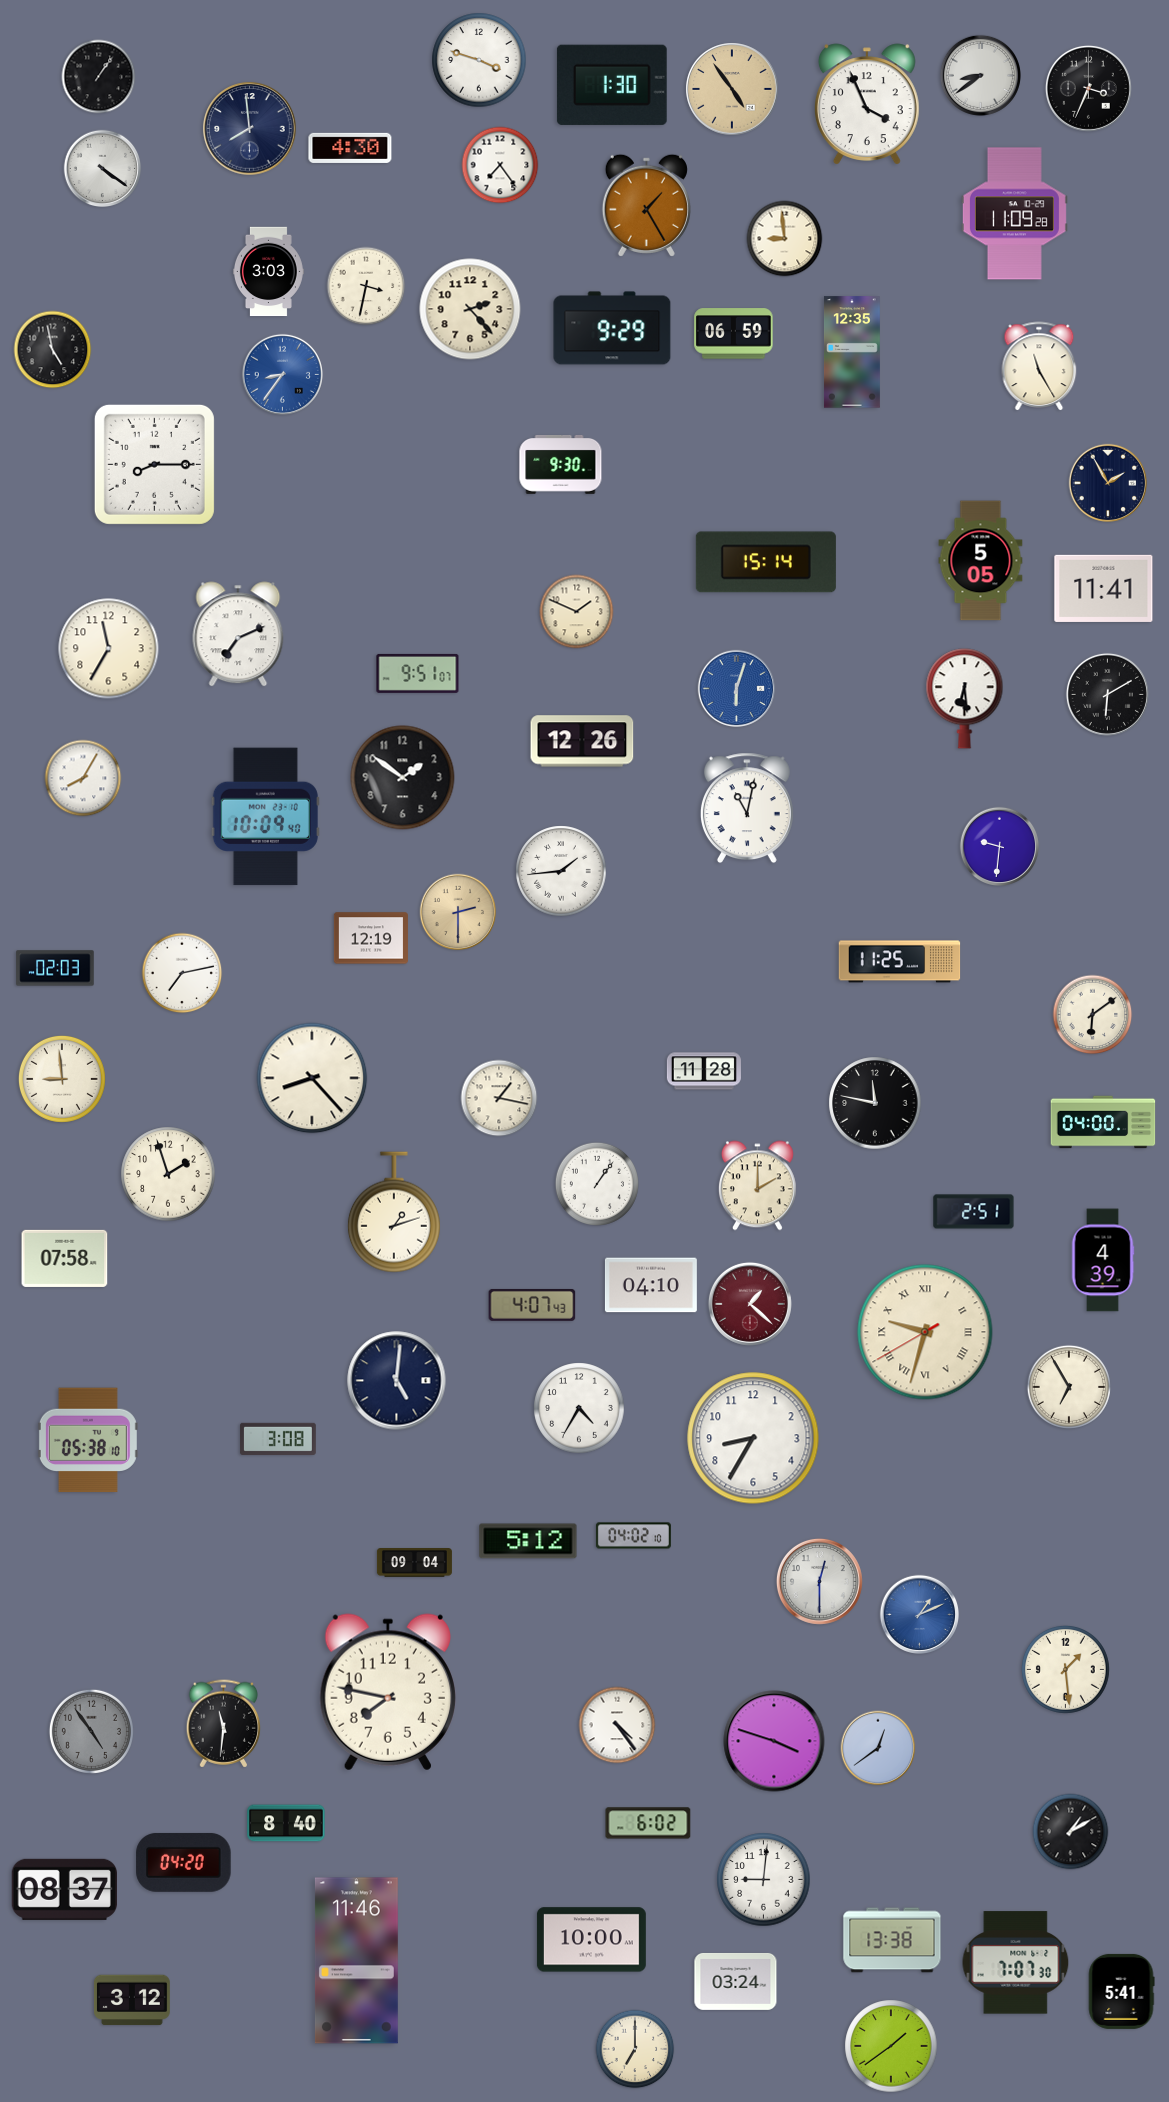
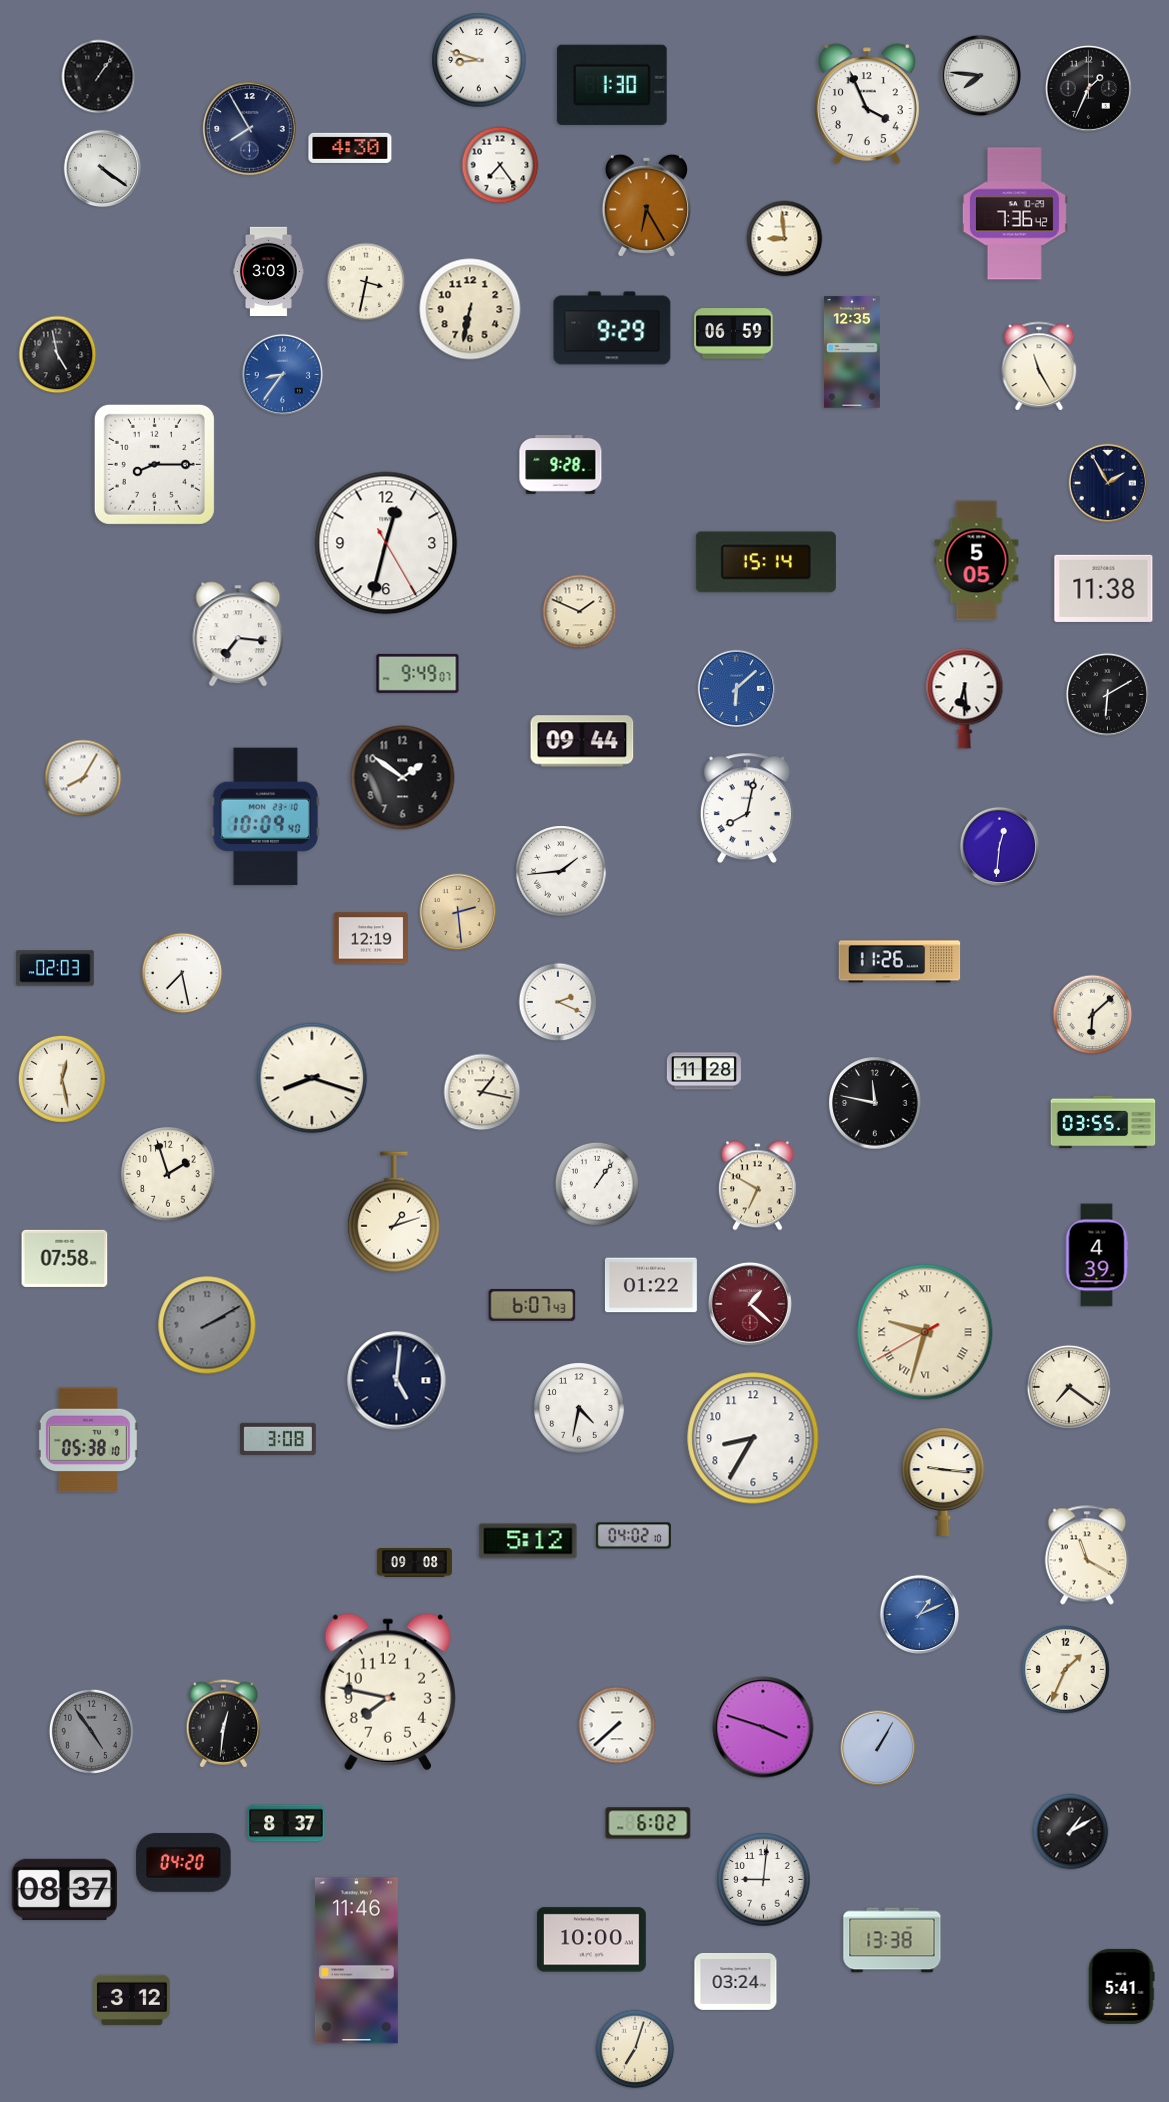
clock at (479, 60): 3:48 -> 8:48
clock at (980, 75): 8:39 -> 7:46
clock at (1088, 88): 3:34 -> 1:34
clock at (732, 89): 4:54 -> none
clock at (250, 129): 7:59 -> 7:55
clock at (646, 205): 1:25 -> 6:25
clock at (1014, 214): 11:09 -> 7:36
clock at (366, 286) position: (366, 286) -> (366, 282)
clock at (470, 309): 2:23 -> 6:32
clock at (53, 350) position: (53, 350) -> (58, 355)
clock at (561, 464): 9:30 -> 9:28
clock at (386, 543): none -> 12:32
clock at (981, 561) position: (981, 561) -> (977, 561)
clock at (1104, 588): 11:41 -> 11:38
clock at (577, 612) position: (577, 612) -> (580, 612)
clock at (238, 634): 7:11 -> 7:16
clock at (109, 649): 11:35 -> none
clock at (418, 673): 9:51 -> 9:49
clock at (737, 689): 6:03 -> 6:08
clock at (582, 741): 12:26 -> 09:44
clock at (747, 808): 11:02 -> 8:02
clock at (999, 846): 9:31 -> 12:31
clock at (458, 912): 2:30 -> 2:29
clock at (900, 962): 11:25 -> 11:26
clock at (182, 973): 7:13 -> 7:28
clock at (558, 1002): none -> 2:19
clock at (1093, 1015): 6:09 -> 6:08
clock at (312, 1078): 8:23 -> 8:18
clock at (62, 1079): 8:59 -> 12:28
clock at (499, 1098) position: (499, 1098) -> (482, 1092)
clock at (1103, 1122): 04:00 -> 03:55
clock at (757, 1186): 2:00 -> 6:50
clock at (974, 1212): 2:51 -> none
clock at (1103, 1260) position: (1103, 1260) -> (1097, 1255)
clock at (651, 1285): 04:10 -> 01:22
clock at (532, 1305): 4:07 -> 6:07
clock at (207, 1325): none -> 2:10
clock at (1069, 1387): 6:55 -> 7:21
clock at (579, 1408): 4:35 -> 4:32
clock at (943, 1482): none -> 9:16
clock at (1087, 1555): none -> 11:20
clock at (414, 1563): 09:04 -> 09:08
clock at (819, 1581): 12:30 -> none
clock at (1065, 1669): 1:29 -> 1:34
clock at (224, 1724): 11:31 -> 12:31
clock at (617, 1725): 4:24 -> 7:38
clock at (774, 1741) position: (774, 1741) -> (763, 1727)
clock at (878, 1748): 12:39 -> 1:05
clock at (286, 1823): 8:40 -> 8:37
clock at (1016, 1963): 7:07 -> none
clock at (1121, 1991) position: (1121, 1991) -> (1121, 1986)
clock at (891, 2046): 1:39 -> none
clock at (635, 2049): 7:00 -> 7:03
